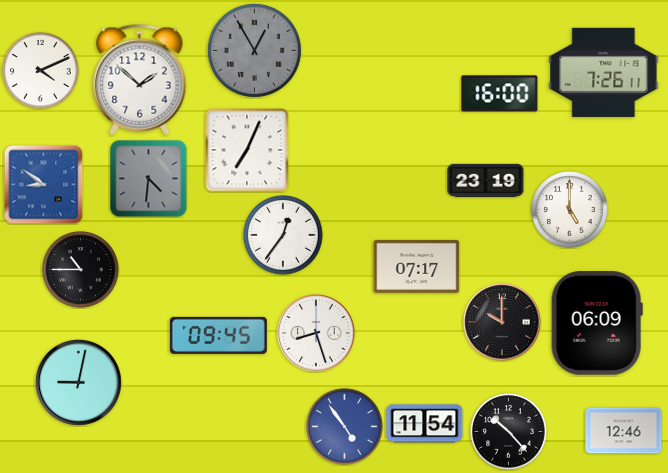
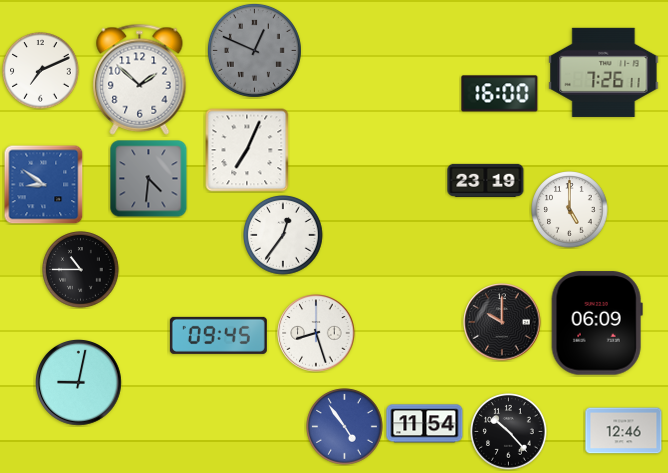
clock at (254, 50): 12:55 -> 12:49
clock at (41, 71): 4:11 -> 7:11
clock at (417, 266): 07:17 -> none
